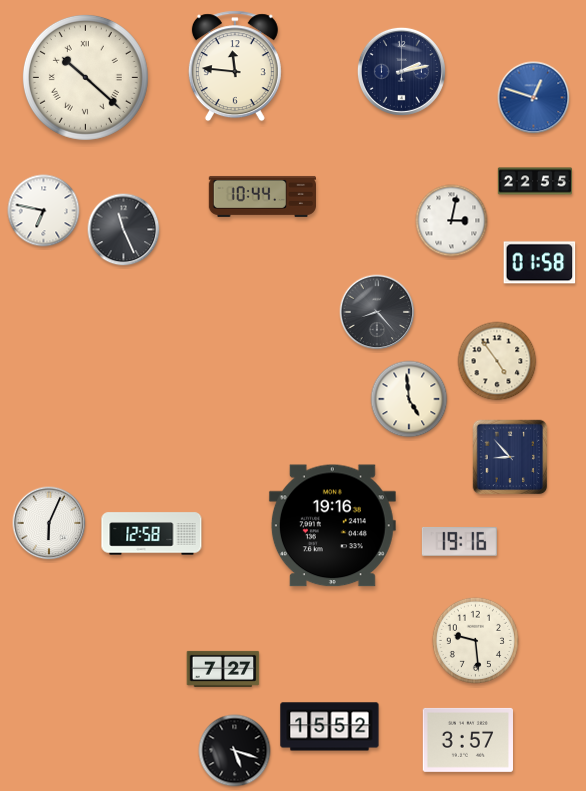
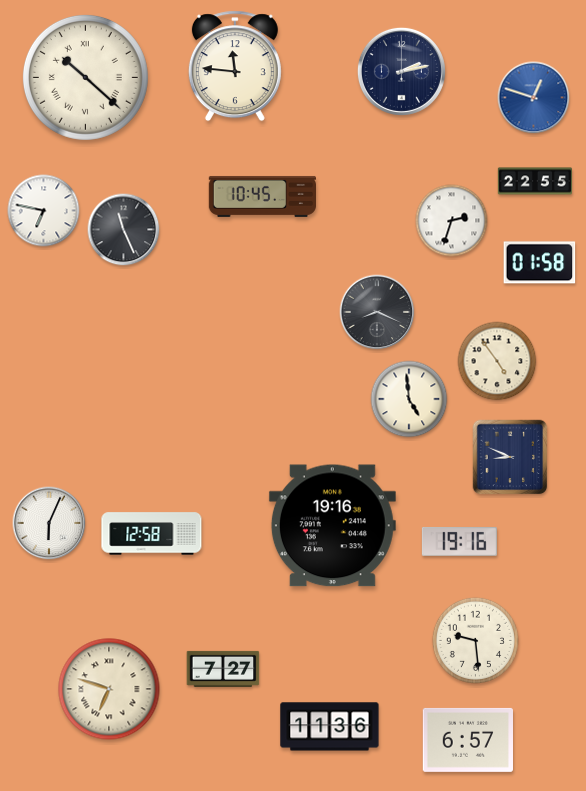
clock at (262, 196): 10:44 -> 10:45
clock at (452, 221): 3:02 -> 2:33
clock at (377, 312): 8:23 -> 8:19
clock at (510, 457): 8:53 -> 8:49
clock at (109, 689): none -> 6:48
clock at (330, 727): 15:52 -> 11:36
clock at (467, 740): 3:57 -> 6:57
clock at (235, 751): 5:18 -> none
